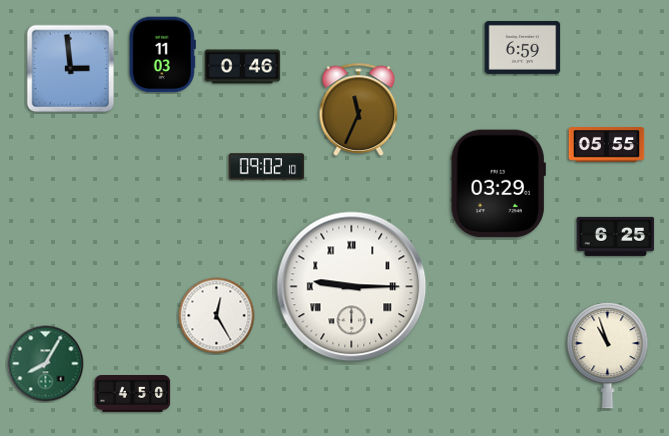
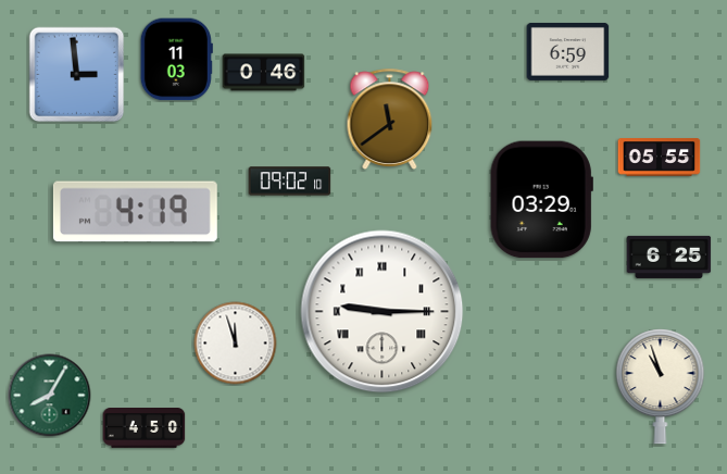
clock at (359, 109): 11:34 -> 11:39
clock at (135, 212): none -> 4:19
clock at (217, 316): 12:25 -> 11:57
